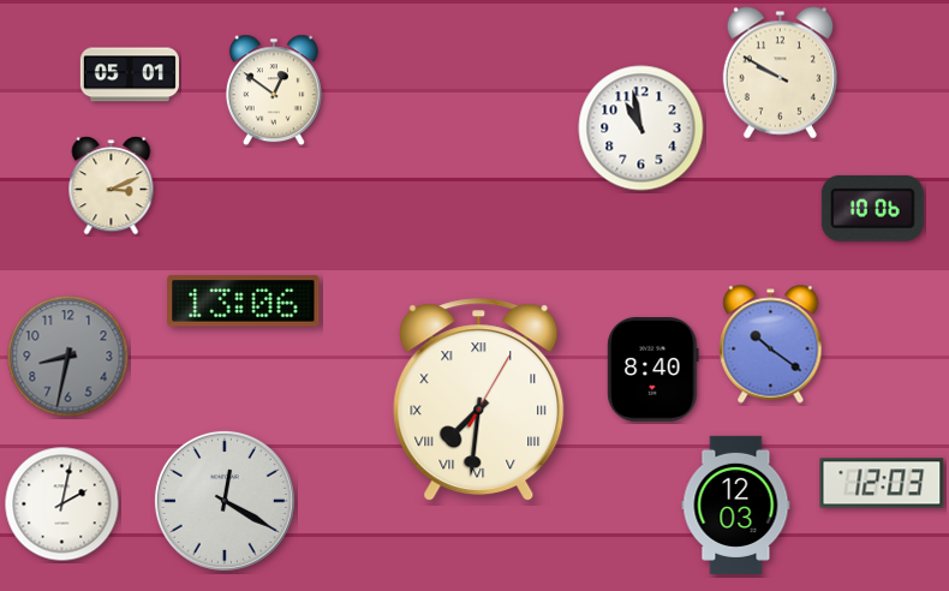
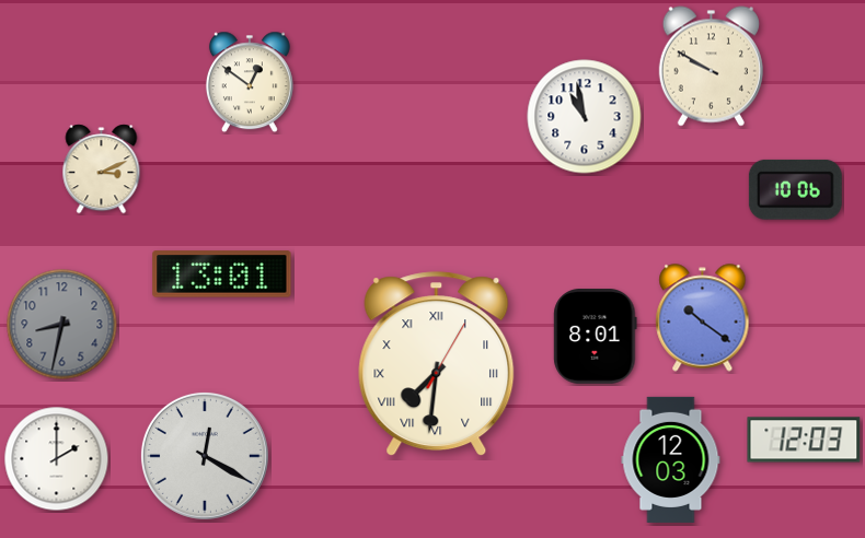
clock at (130, 74): 05:01 -> none
clock at (244, 302): 13:06 -> 13:01
clock at (771, 345) position: (771, 345) -> (703, 318)
clock at (653, 370): 8:40 -> 8:01
clock at (62, 505): 2:02 -> 2:00
